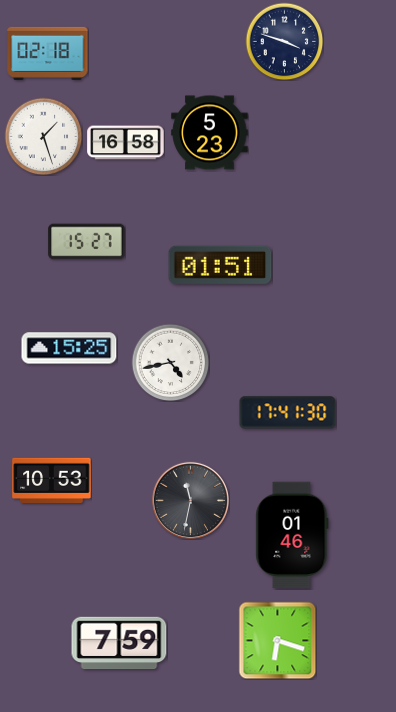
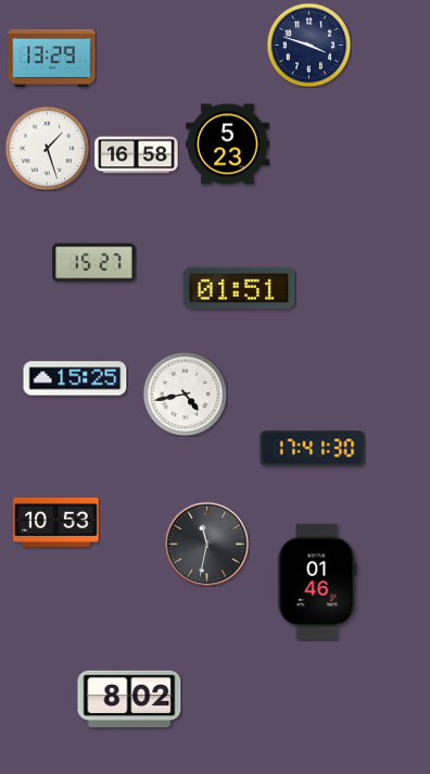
clock at (48, 53): 02:18 -> 13:29
clock at (277, 640): 6:18 -> none
clock at (119, 643): 7:59 -> 8:02
